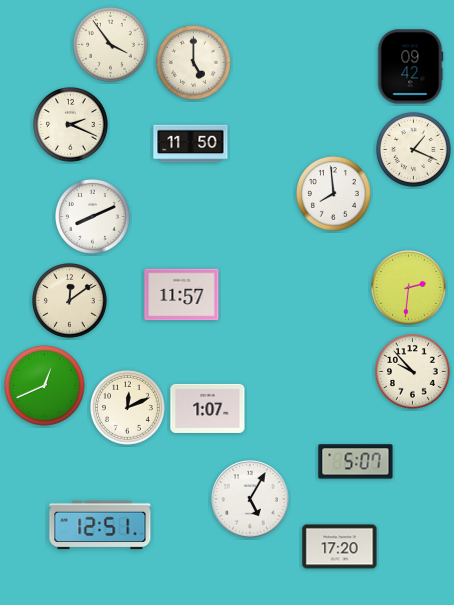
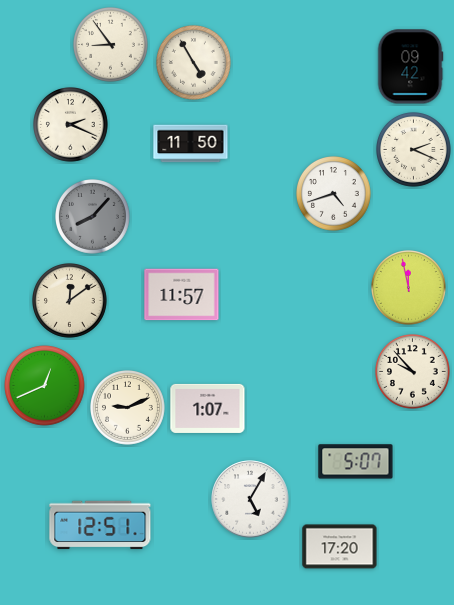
clock at (111, 45): 3:54 -> 8:54
clock at (194, 63): 5:00 -> 4:55
clock at (414, 150): 1:19 -> 2:19
clock at (334, 194): 7:59 -> 4:42
clock at (93, 217): 8:11 -> 8:07
clock at (93, 217) dial: white -> grey
clock at (409, 288): 2:31 -> 11:58
clock at (128, 408): 12:11 -> 9:11
